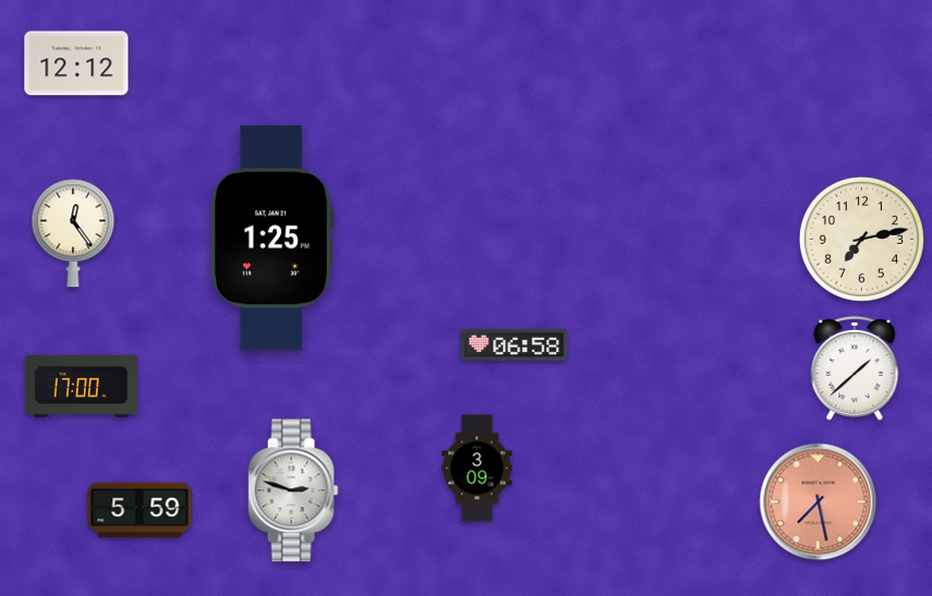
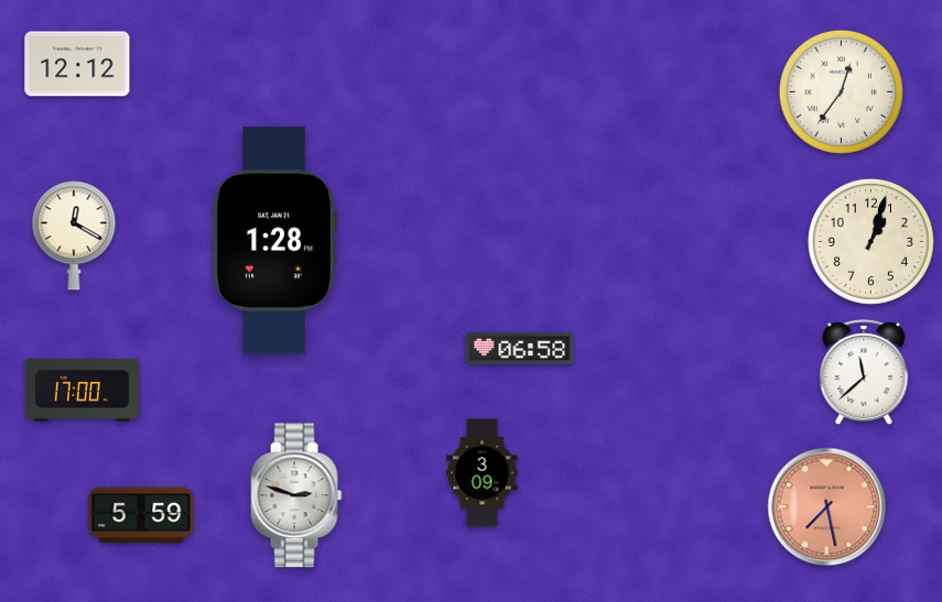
clock at (841, 91): none -> 12:36
clock at (73, 233): 12:24 -> 12:20
clock at (271, 239): 1:25 -> 1:28
clock at (861, 239): 7:13 -> 1:03
clock at (855, 368): 1:38 -> 11:38
